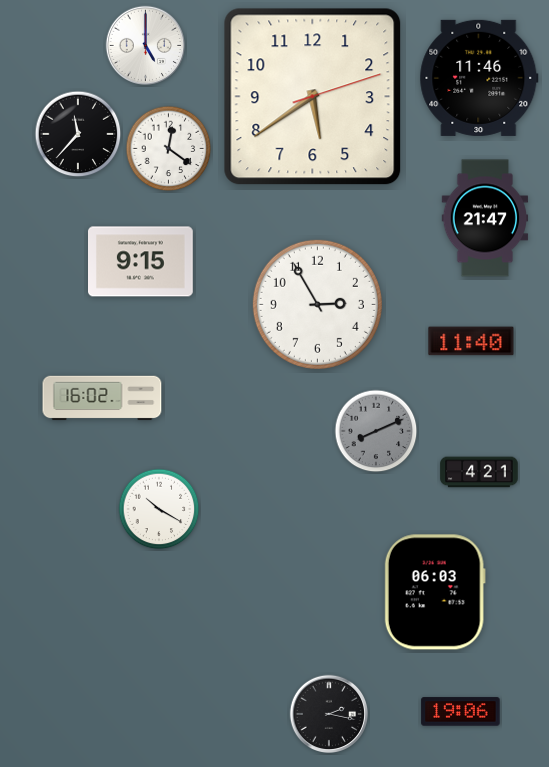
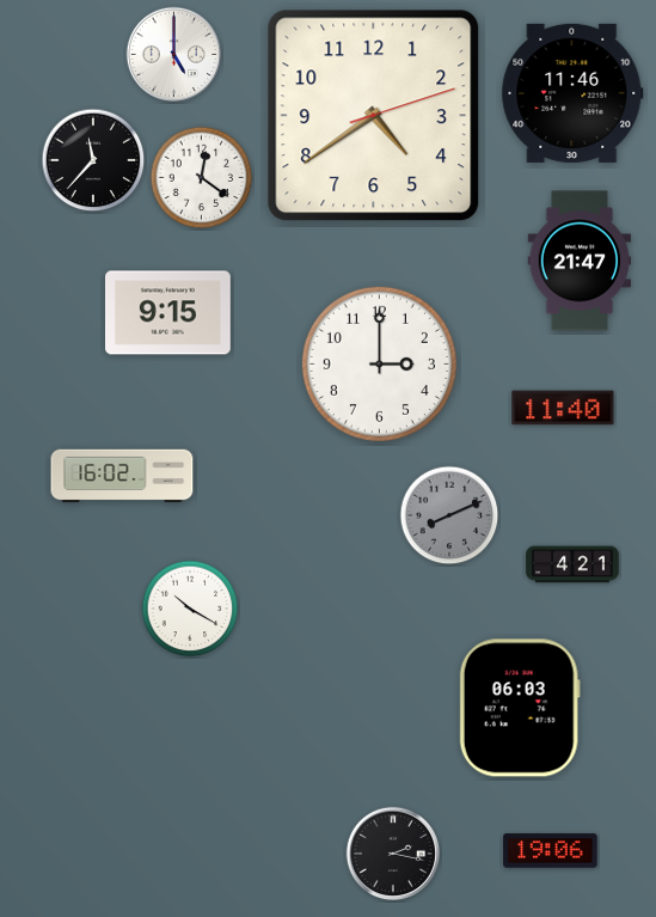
clock at (313, 97): 5:39 -> 4:39
clock at (317, 304): 2:55 -> 3:00
